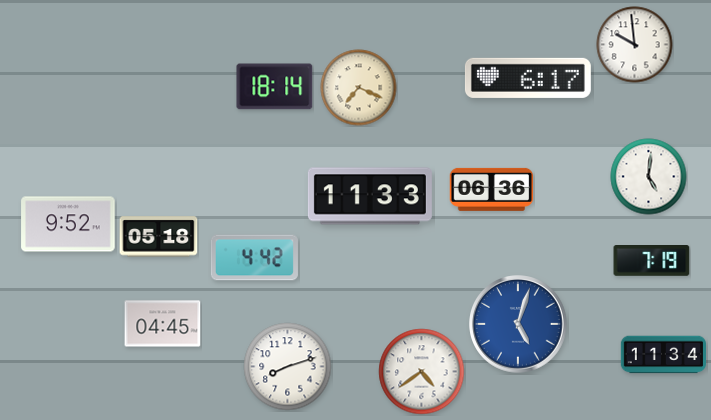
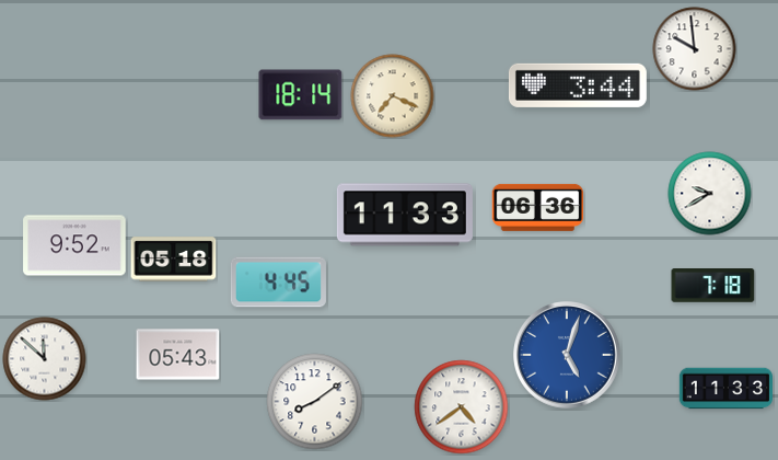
clock at (528, 78): 6:17 -> 3:44
clock at (649, 177): 5:01 -> 9:40
clock at (254, 258): 4:42 -> 4:45
clock at (652, 261): 7:19 -> 7:18
clock at (163, 324): 04:45 -> 05:43
clock at (45, 359): none -> 11:52
clock at (663, 355): 11:34 -> 11:33
clock at (288, 367): 8:12 -> 8:09
